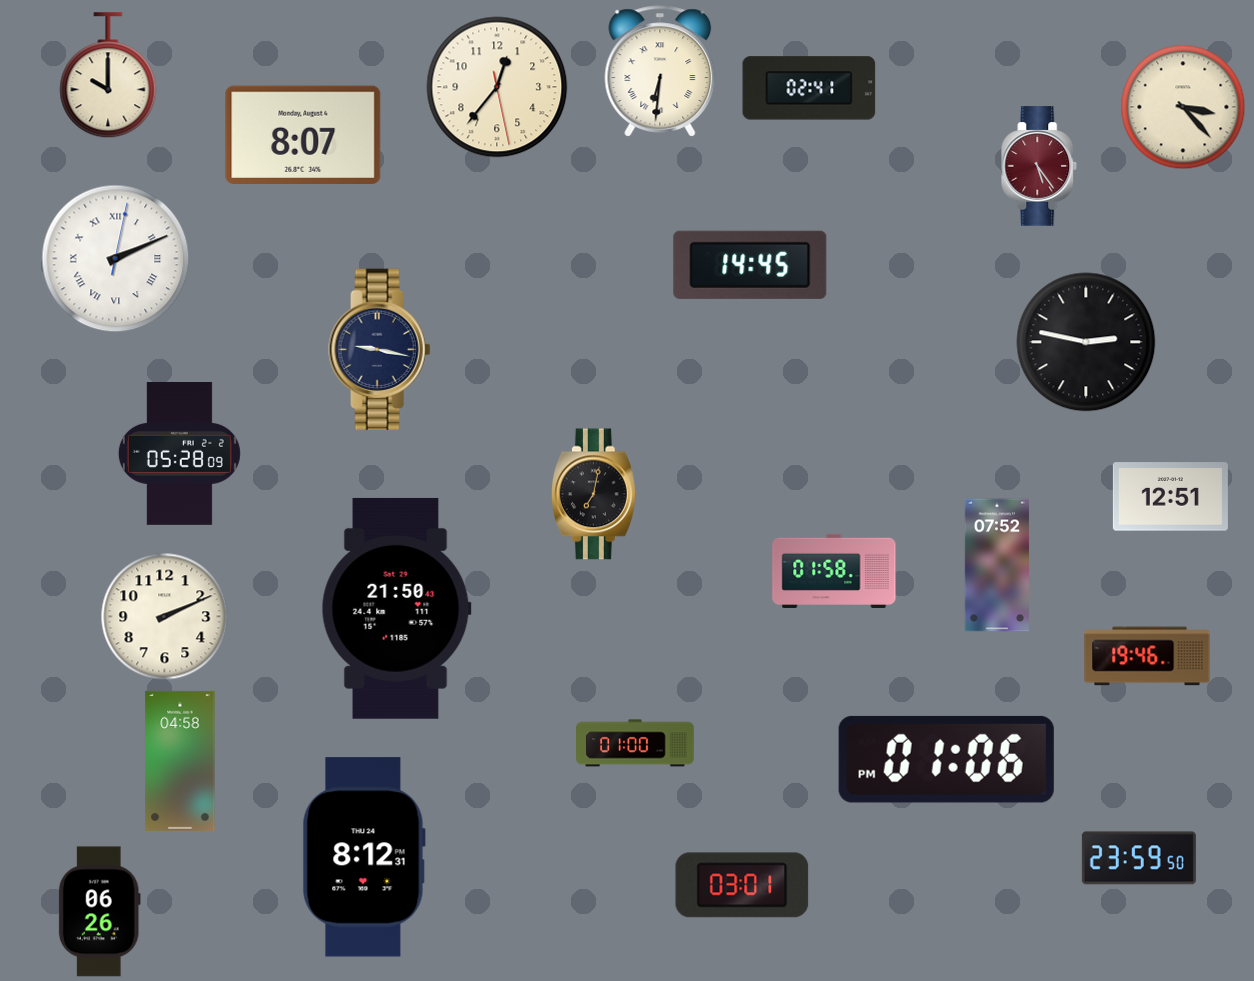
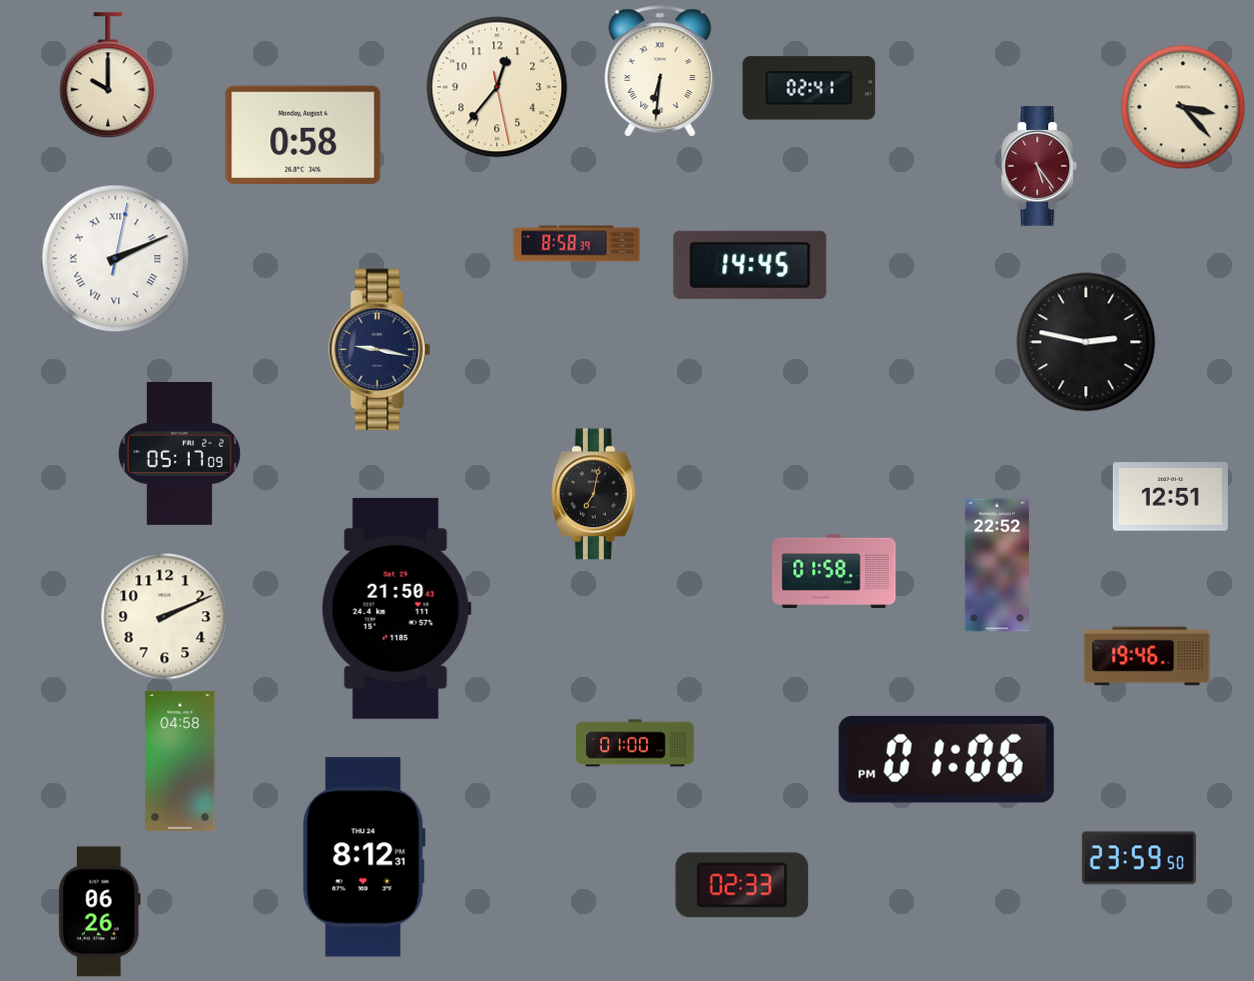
clock at (303, 134): 8:07 -> 0:58
clock at (577, 244): none -> 8:58
clock at (179, 453): 05:28 -> 05:17
clock at (997, 565): 07:52 -> 22:52
clock at (742, 885): 03:01 -> 02:33
